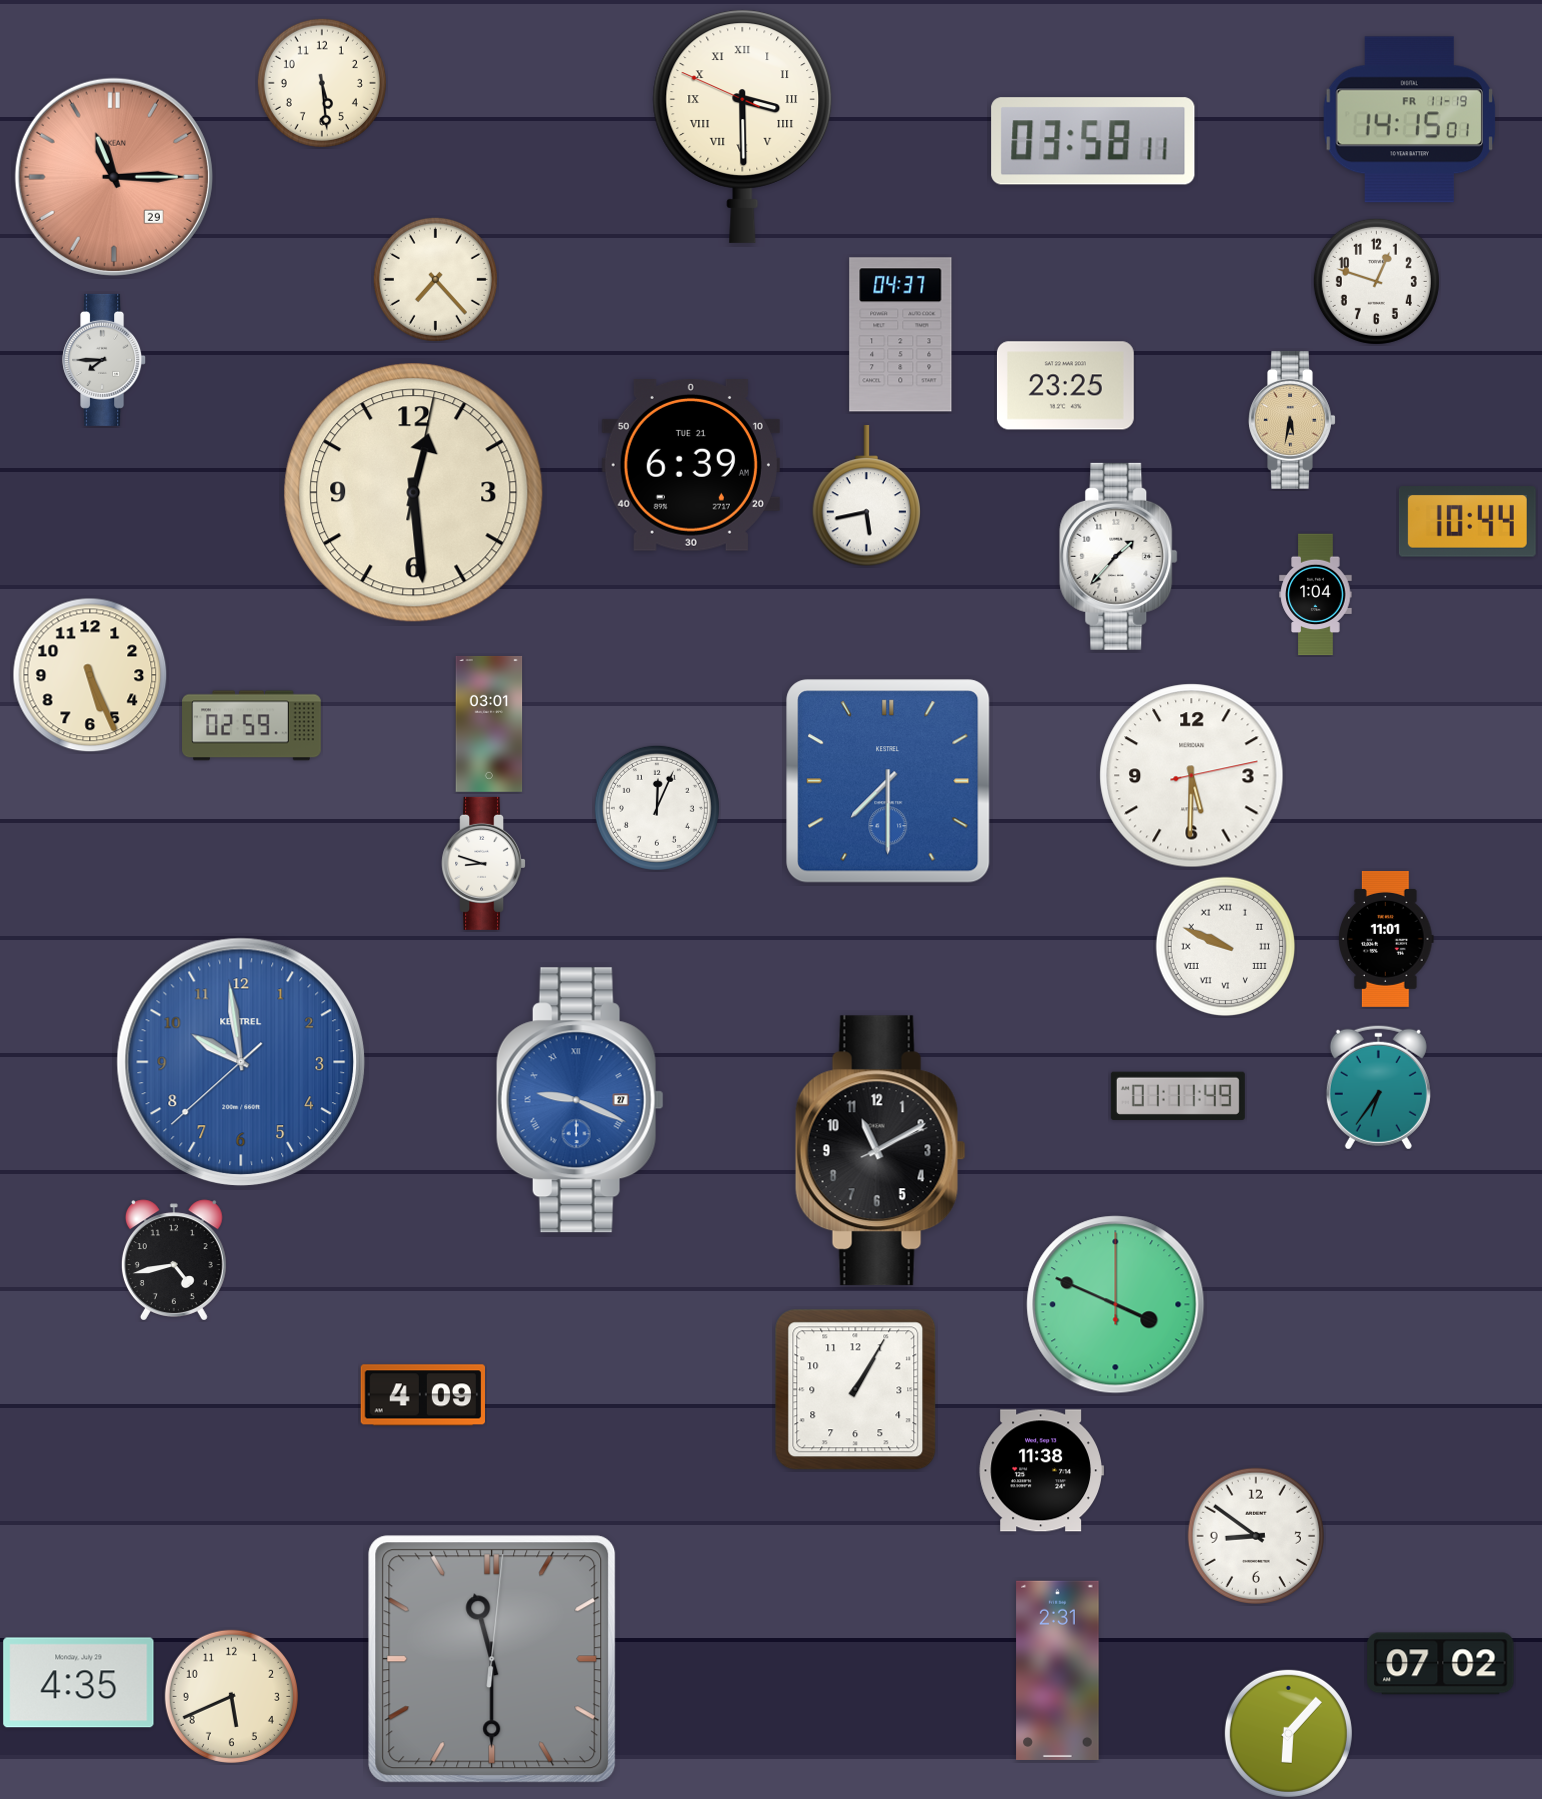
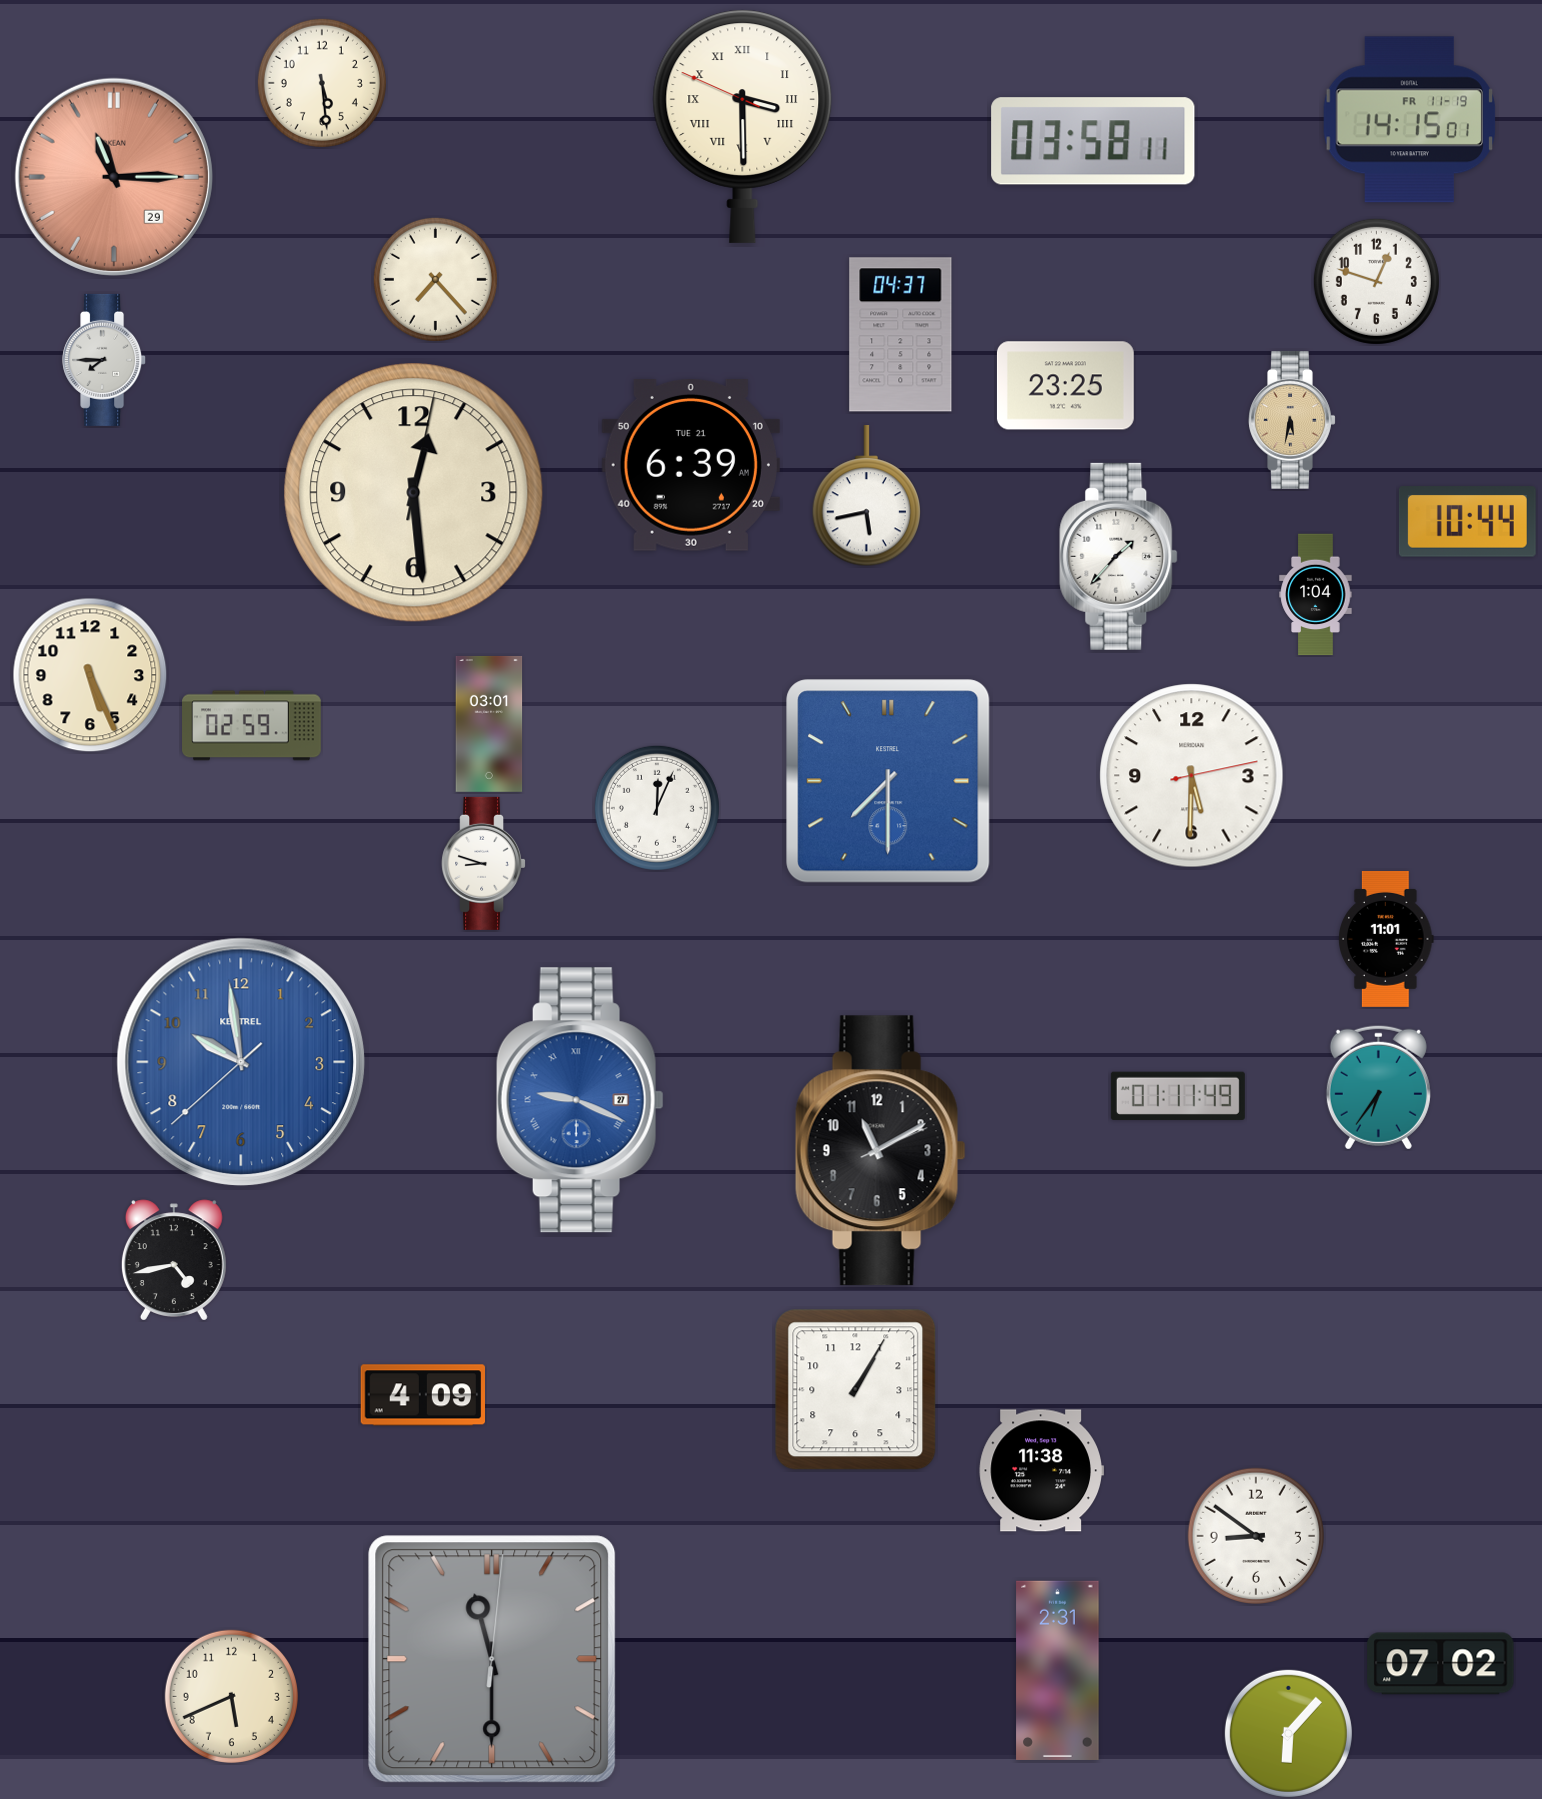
clock at (1226, 947): 9:49 -> none
clock at (1116, 1305): 3:49 -> none
clock at (79, 1683): 4:35 -> none
